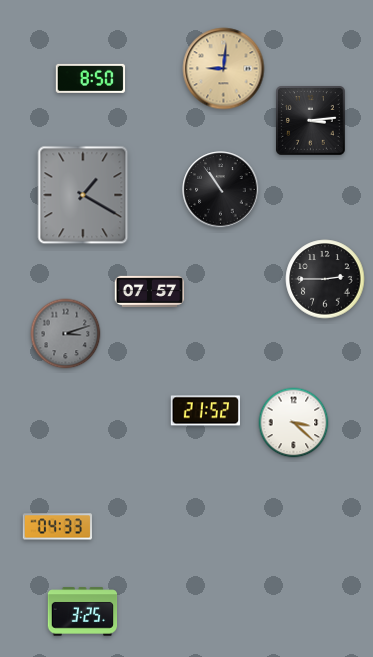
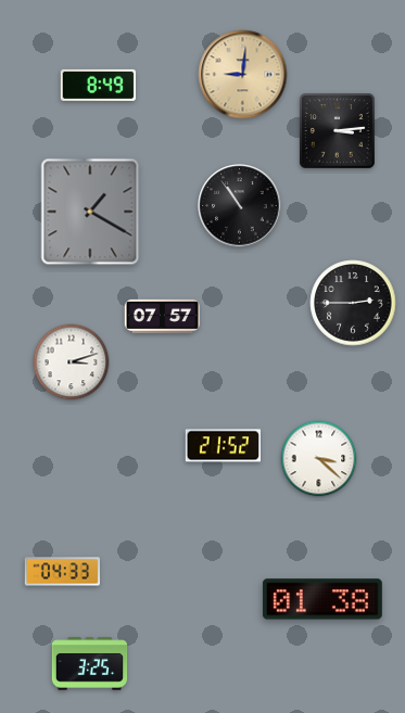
clock at (91, 78): 8:50 -> 8:49
clock at (66, 334) dial: grey -> white
clock at (322, 599): none -> 01:38
